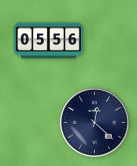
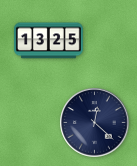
clock at (48, 41): 05:56 -> 13:25
